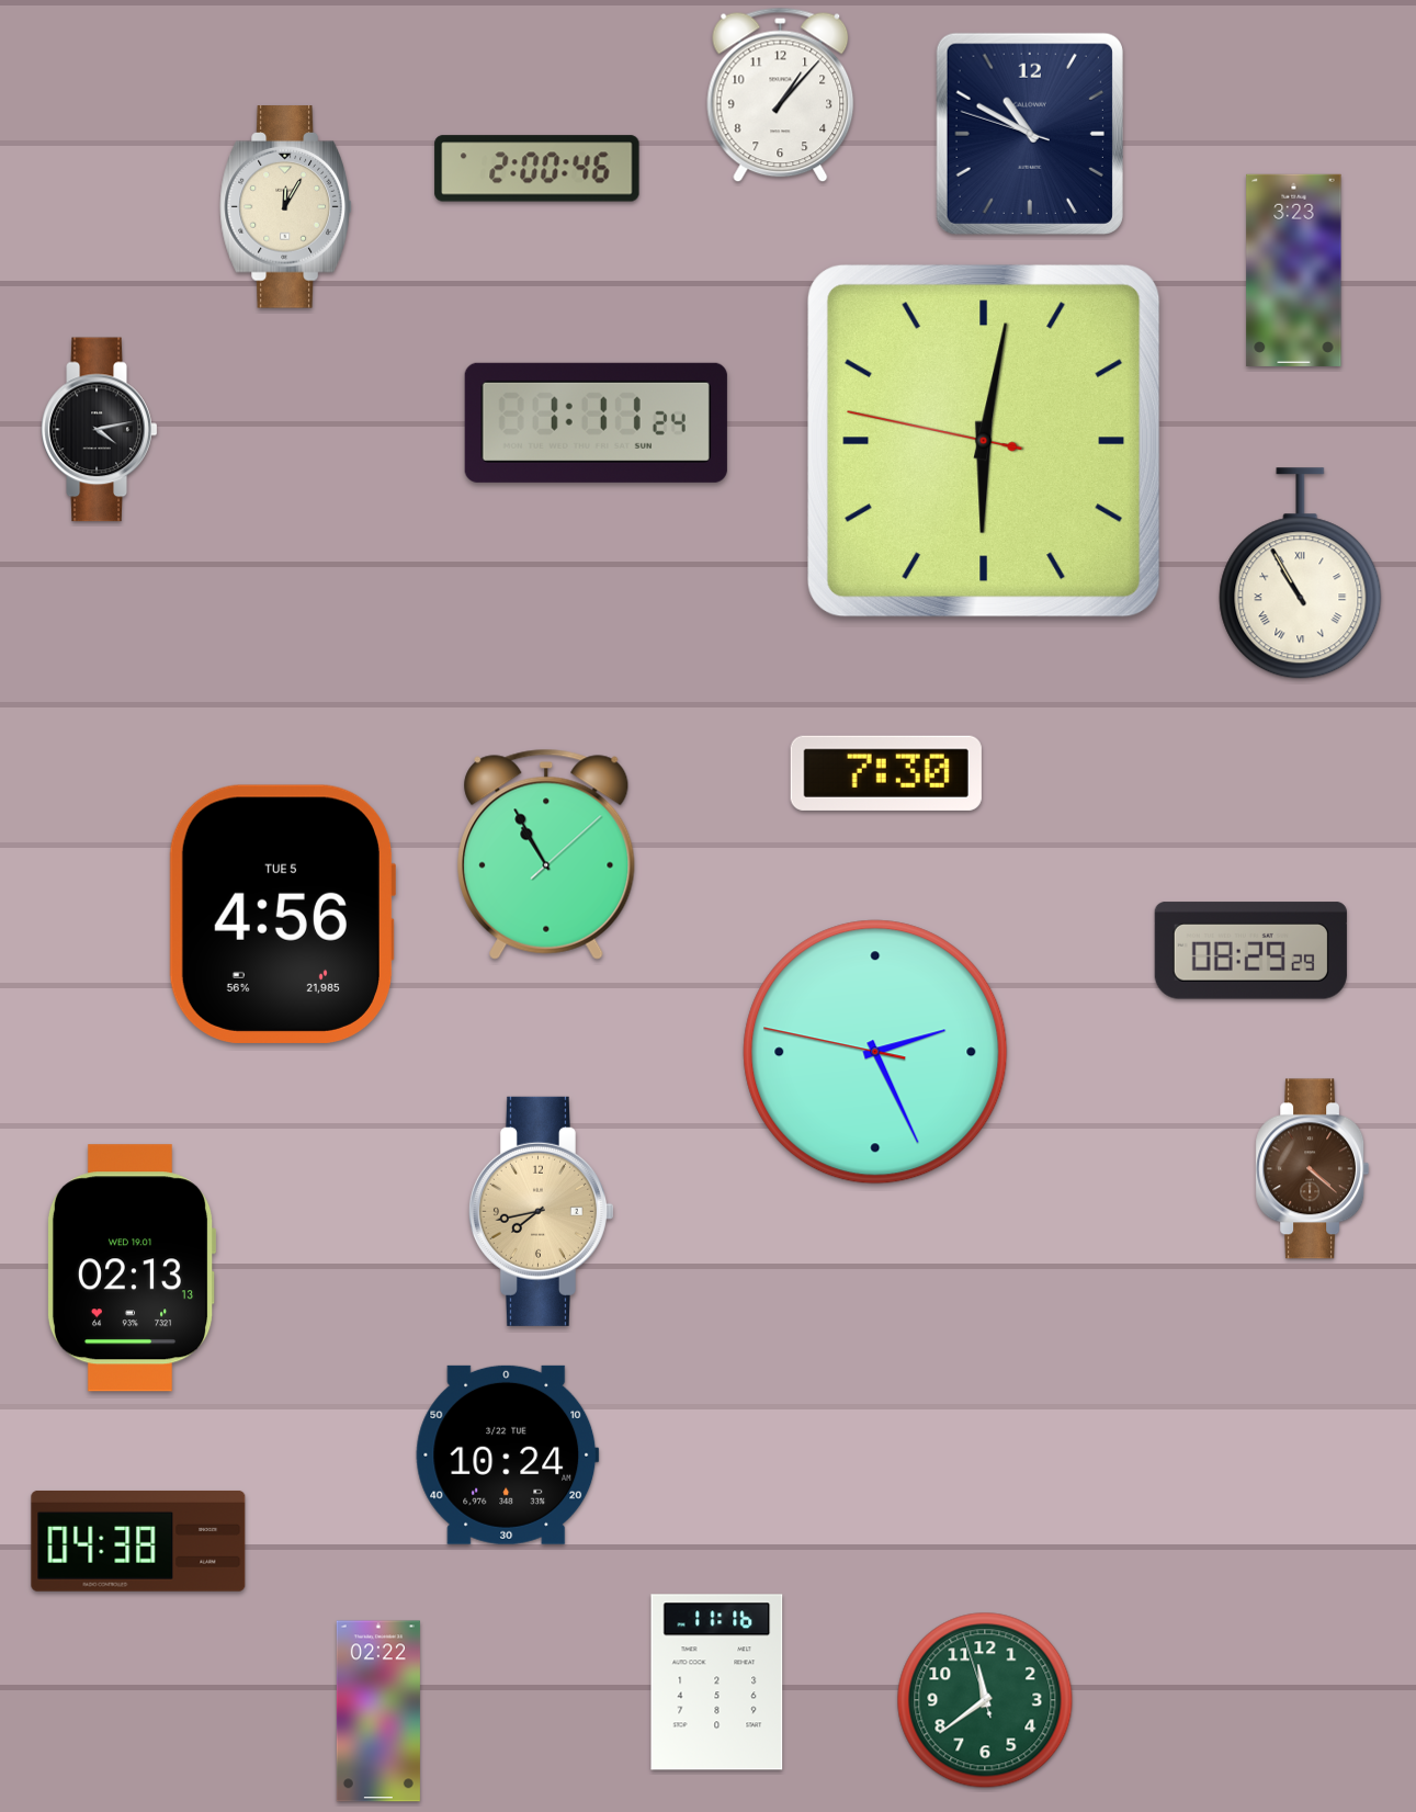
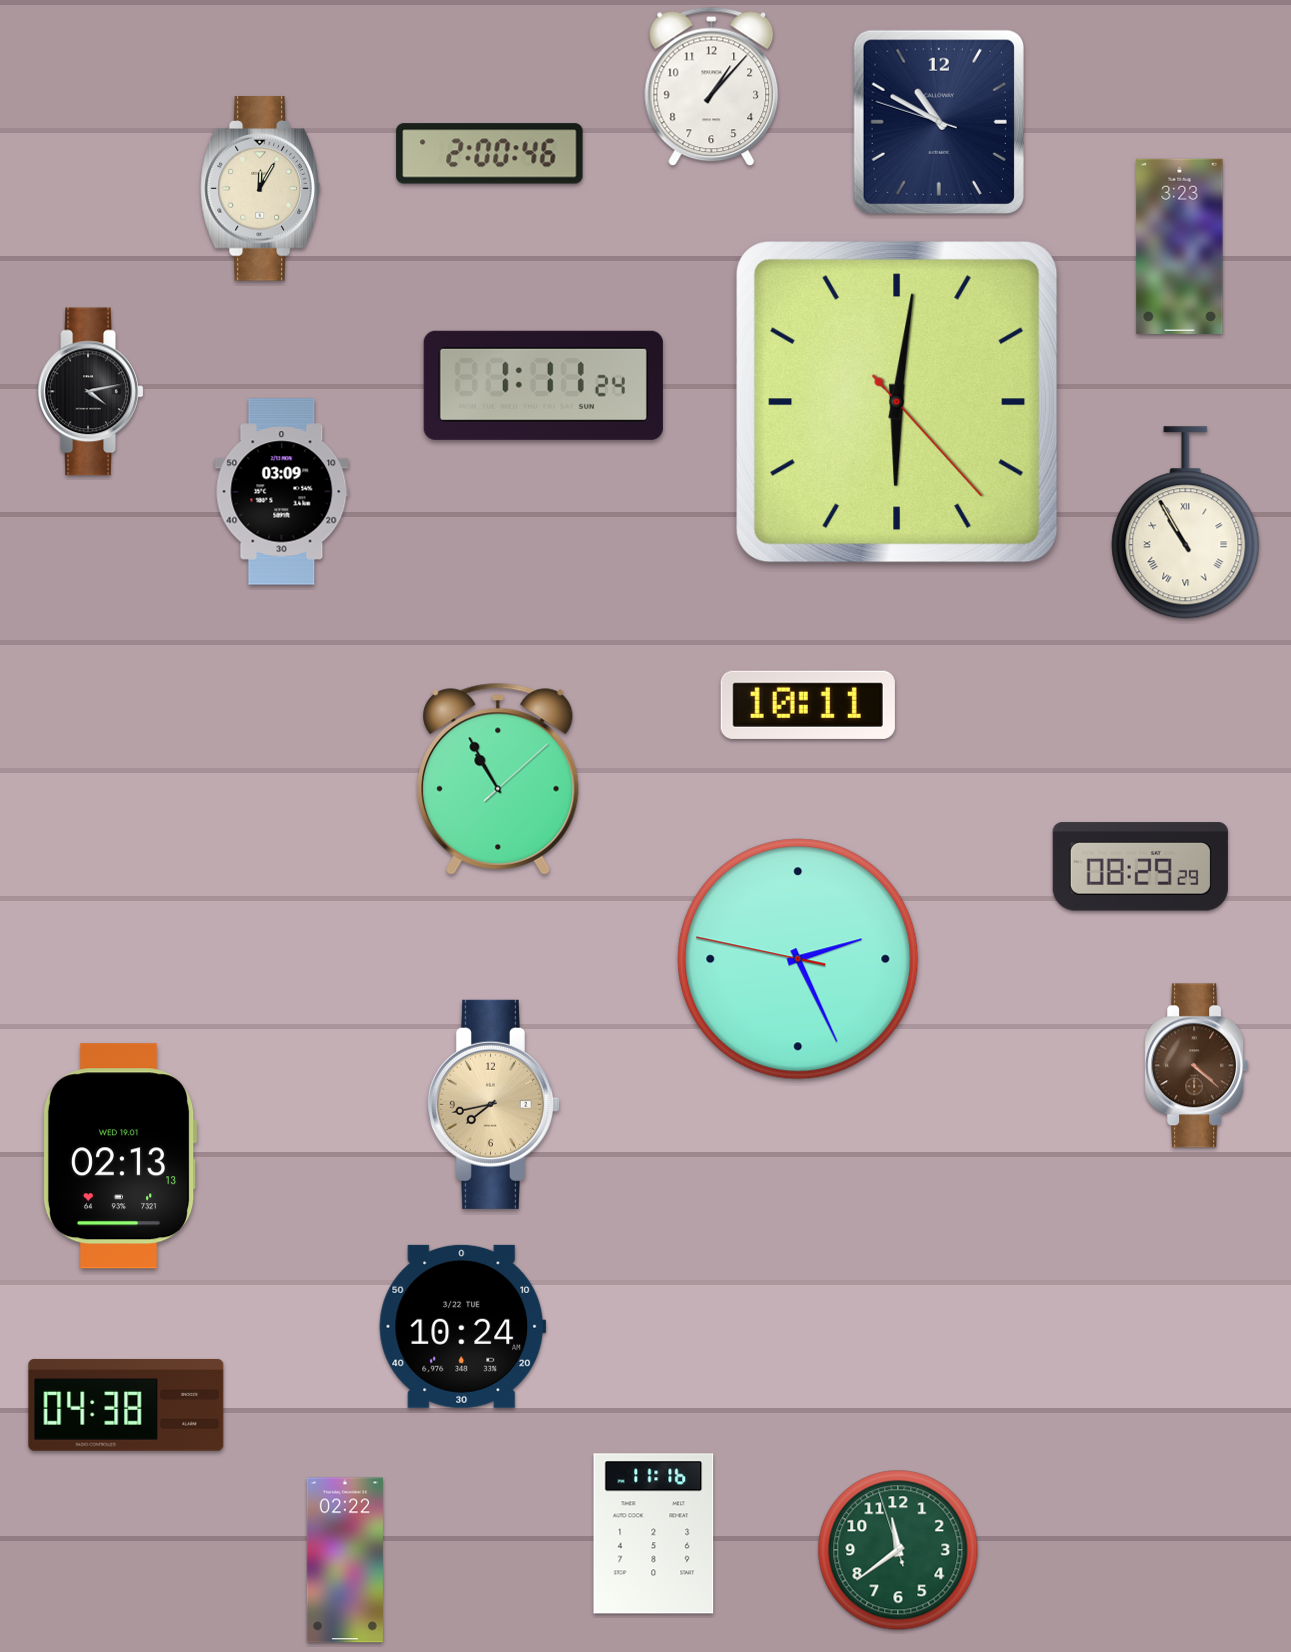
clock at (984, 441): 6:01:47 -> 6:01:23
clock at (282, 492): none -> 03:09
clock at (886, 773): 7:30 -> 10:11
clock at (281, 914): 4:56 -> none
